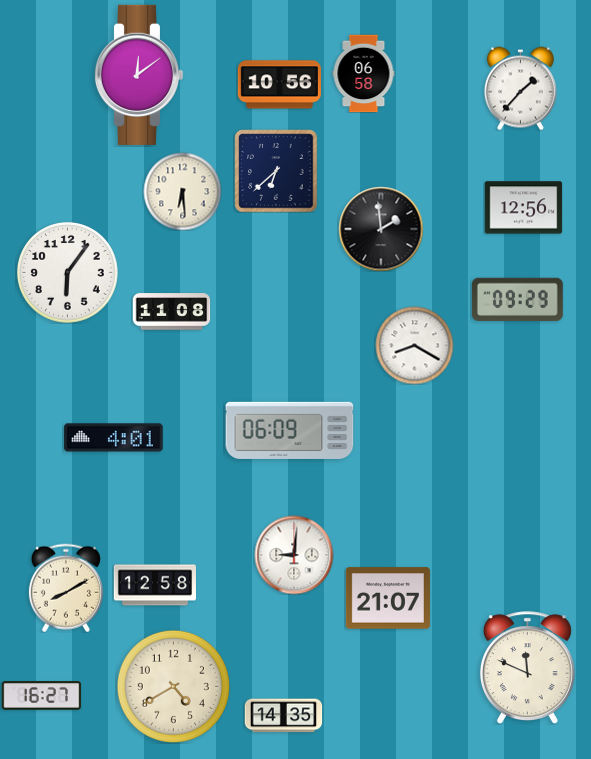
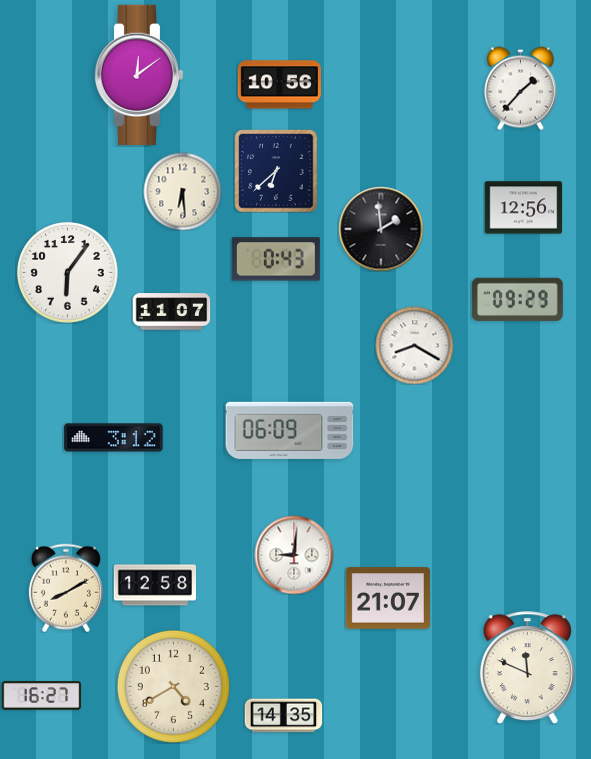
clock at (364, 73): 06:58 -> none
clock at (276, 259): none -> 0:43
clock at (171, 312): 11:08 -> 11:07
clock at (114, 438): 4:01 -> 3:12
